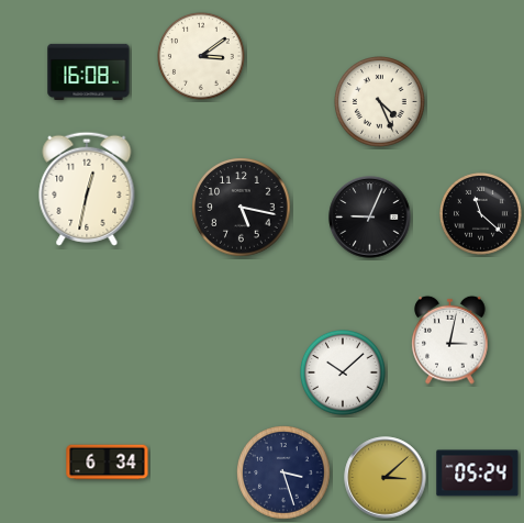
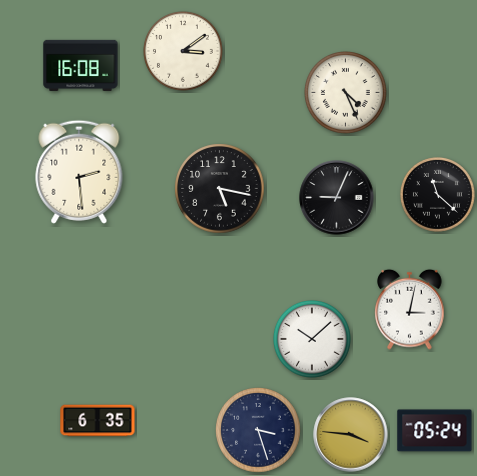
clock at (87, 189): 12:32 -> 2:29
clock at (108, 463): 6:34 -> 6:35
clock at (386, 478): 3:08 -> 3:46
